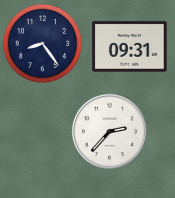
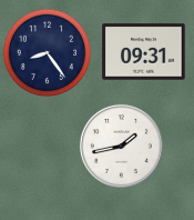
clock at (43, 44) position: (43, 44) -> (48, 53)
clock at (109, 131): 2:37 -> 1:43
